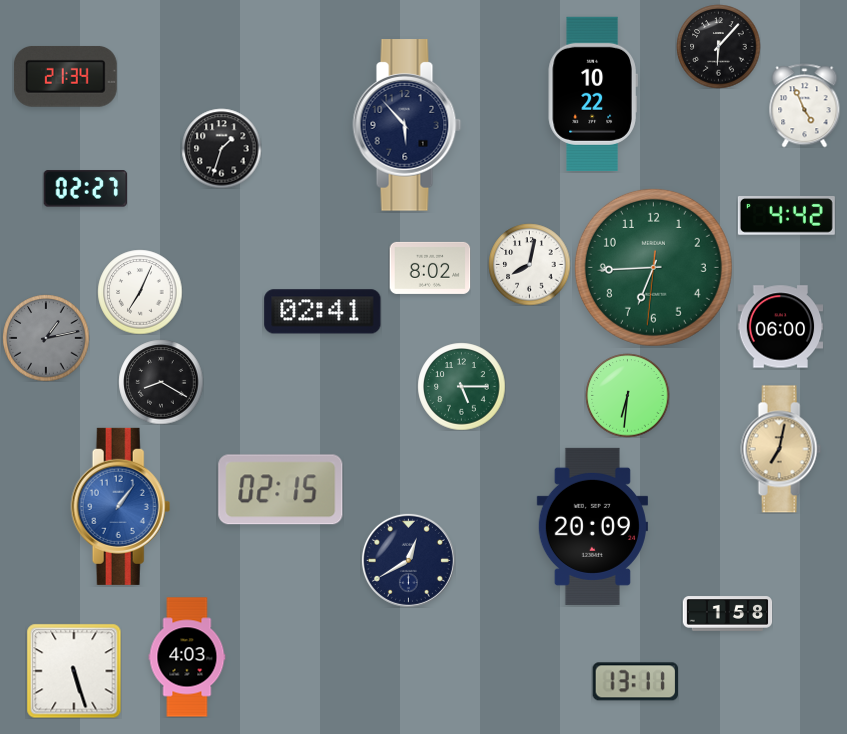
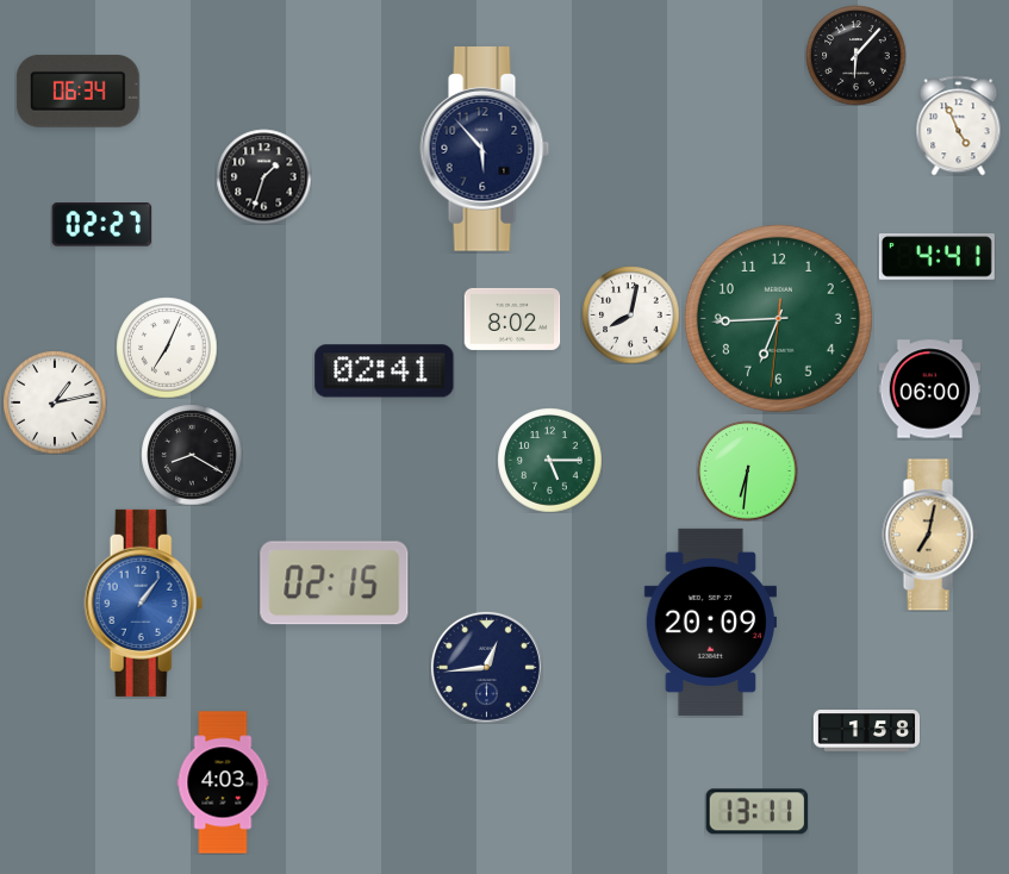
clock at (65, 76): 21:34 -> 06:34
clock at (593, 94): 10:22 -> none
clock at (786, 216): 4:42 -> 4:41
clock at (46, 338) dial: grey -> white
clock at (592, 526) position: (592, 526) -> (710, 622)
clock at (408, 560): 12:40 -> 12:44
clock at (74, 671): 5:27 -> none
